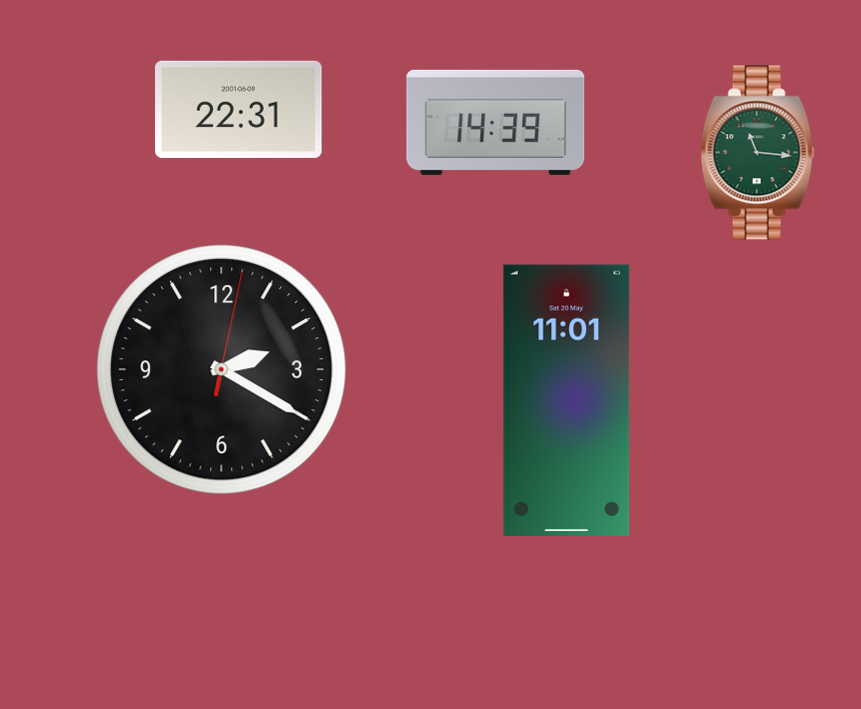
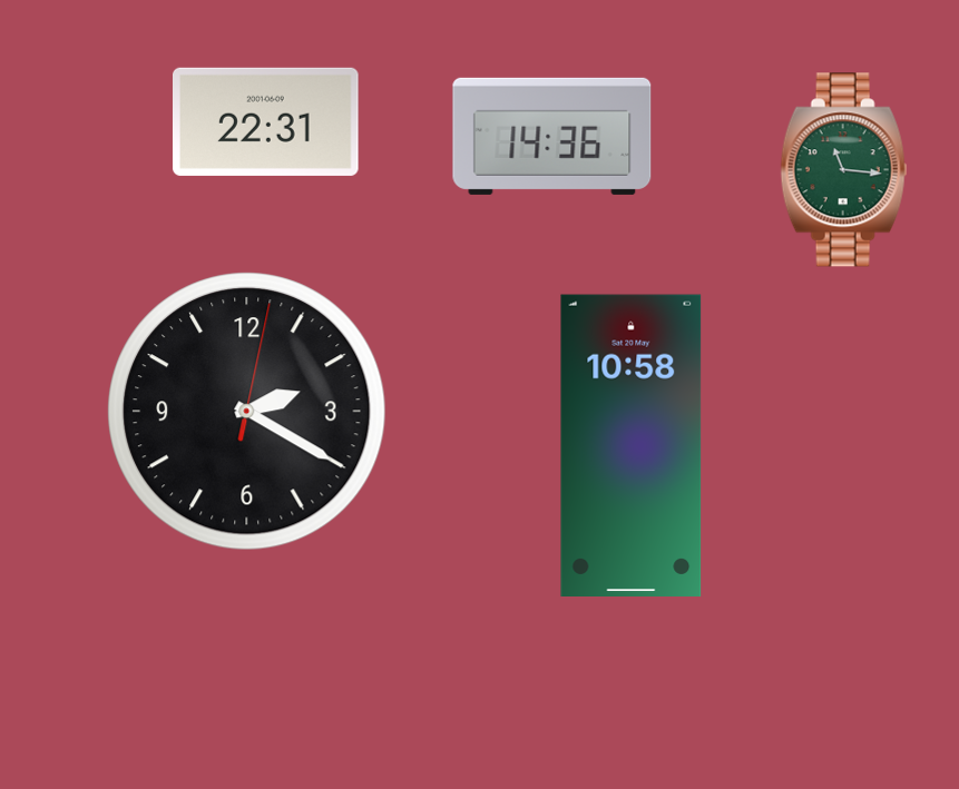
clock at (496, 122): 14:39 -> 14:36
clock at (567, 400): 11:01 -> 10:58
